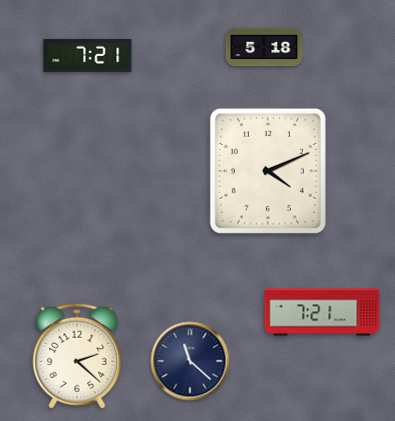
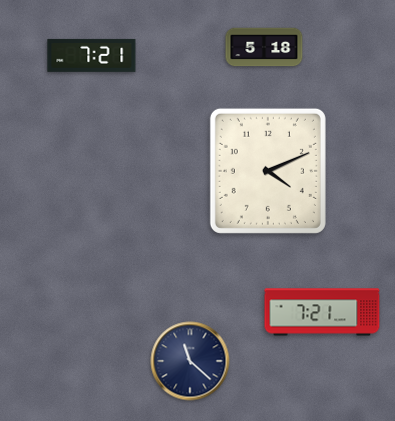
clock at (88, 55) position: (88, 55) -> (92, 55)
clock at (77, 356): 2:22 -> none
